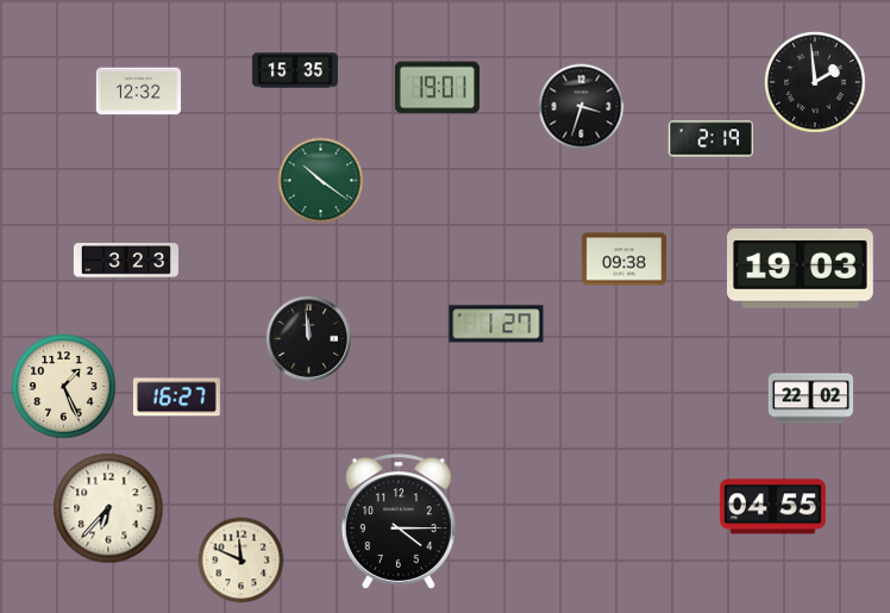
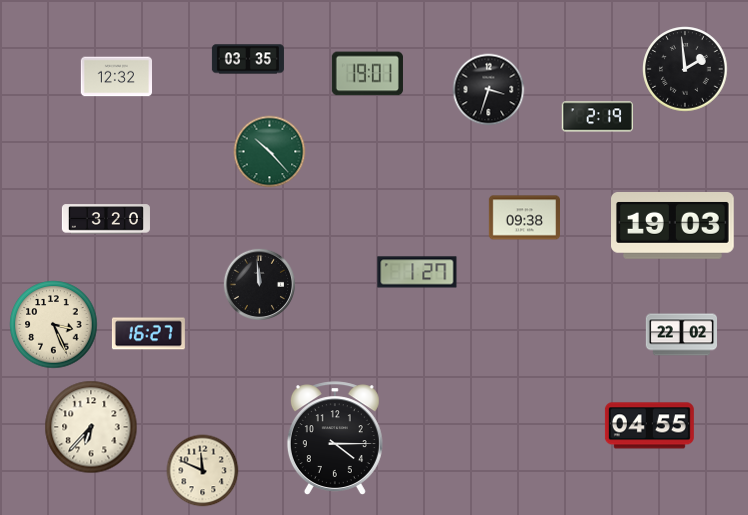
clock at (295, 70): 15:35 -> 03:35
clock at (321, 181): 10:21 -> 10:23
clock at (126, 261): 3:23 -> 3:20
clock at (64, 387): 1:26 -> 3:26
